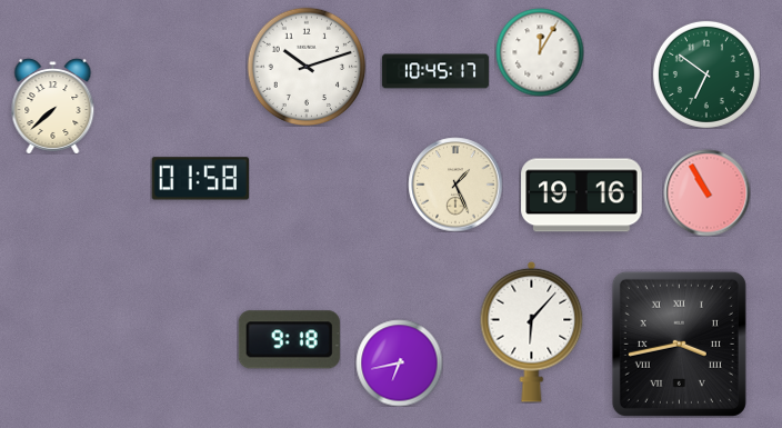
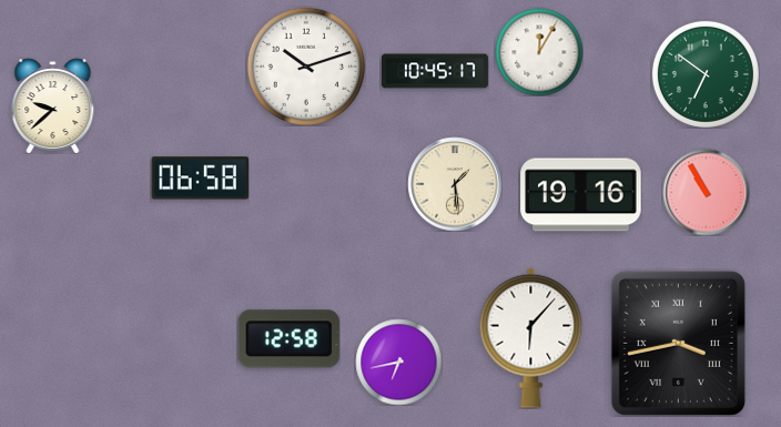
clock at (53, 106): 7:38 -> 9:38
clock at (200, 179): 01:58 -> 06:58
clock at (455, 185): 1:26 -> 1:29
clock at (532, 331) position: (532, 331) -> (531, 337)
clock at (289, 340): 9:18 -> 12:58
